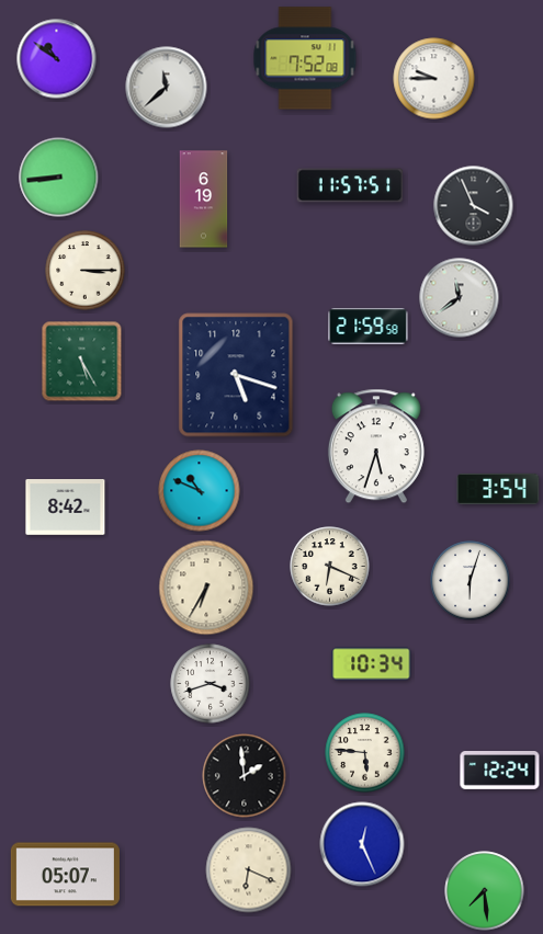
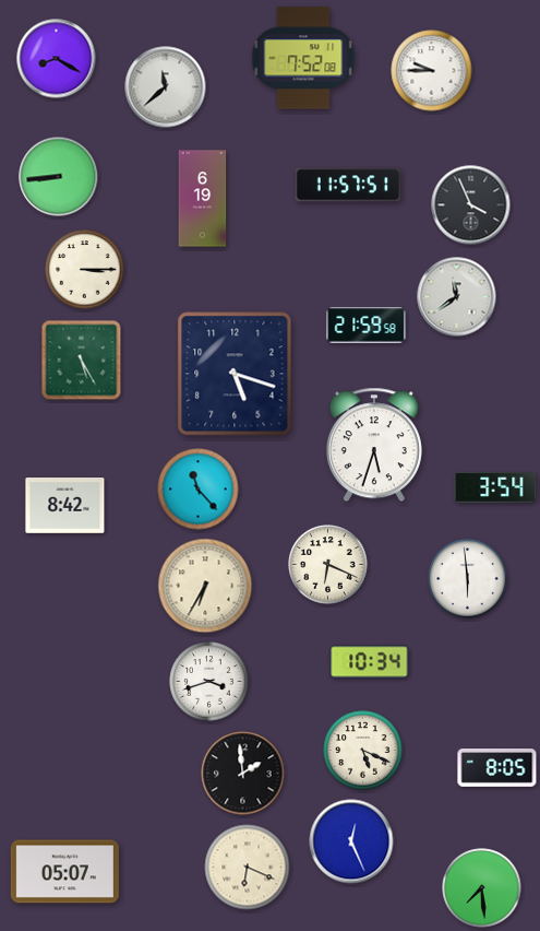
clock at (57, 59): 10:51 -> 8:20
clock at (434, 79) position: (434, 79) -> (432, 71)
clock at (200, 491): 10:49 -> 11:23
clock at (471, 581): 6:03 -> 5:59
clock at (365, 753): 5:46 -> 5:19
clock at (500, 771): 12:24 -> 8:05
clock at (362, 844) position: (362, 844) -> (351, 841)
